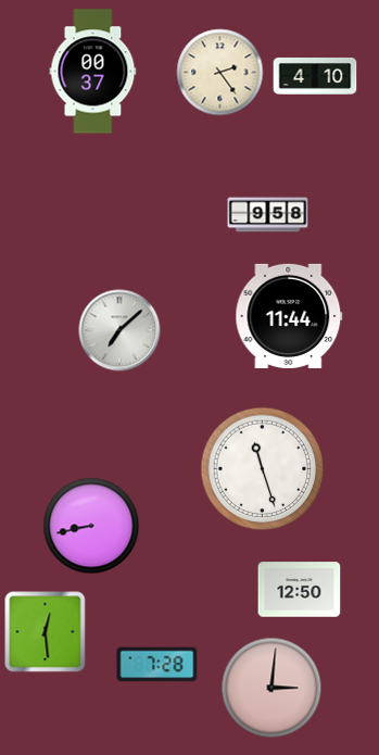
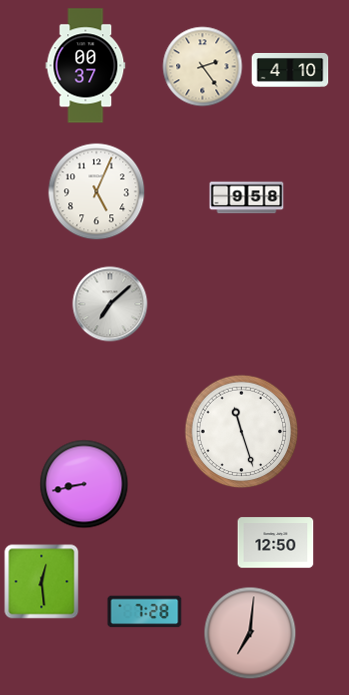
clock at (97, 192): none -> 5:04
clock at (289, 316): 11:44 -> none
clock at (271, 688): 3:01 -> 7:01
